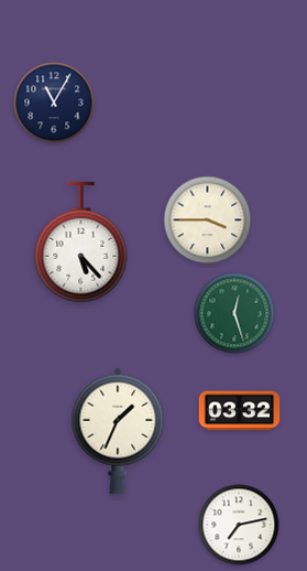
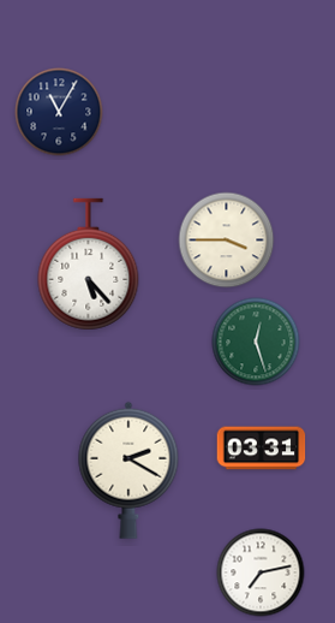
clock at (240, 411): 03:32 -> 03:31
clock at (118, 431): 1:34 -> 2:20
